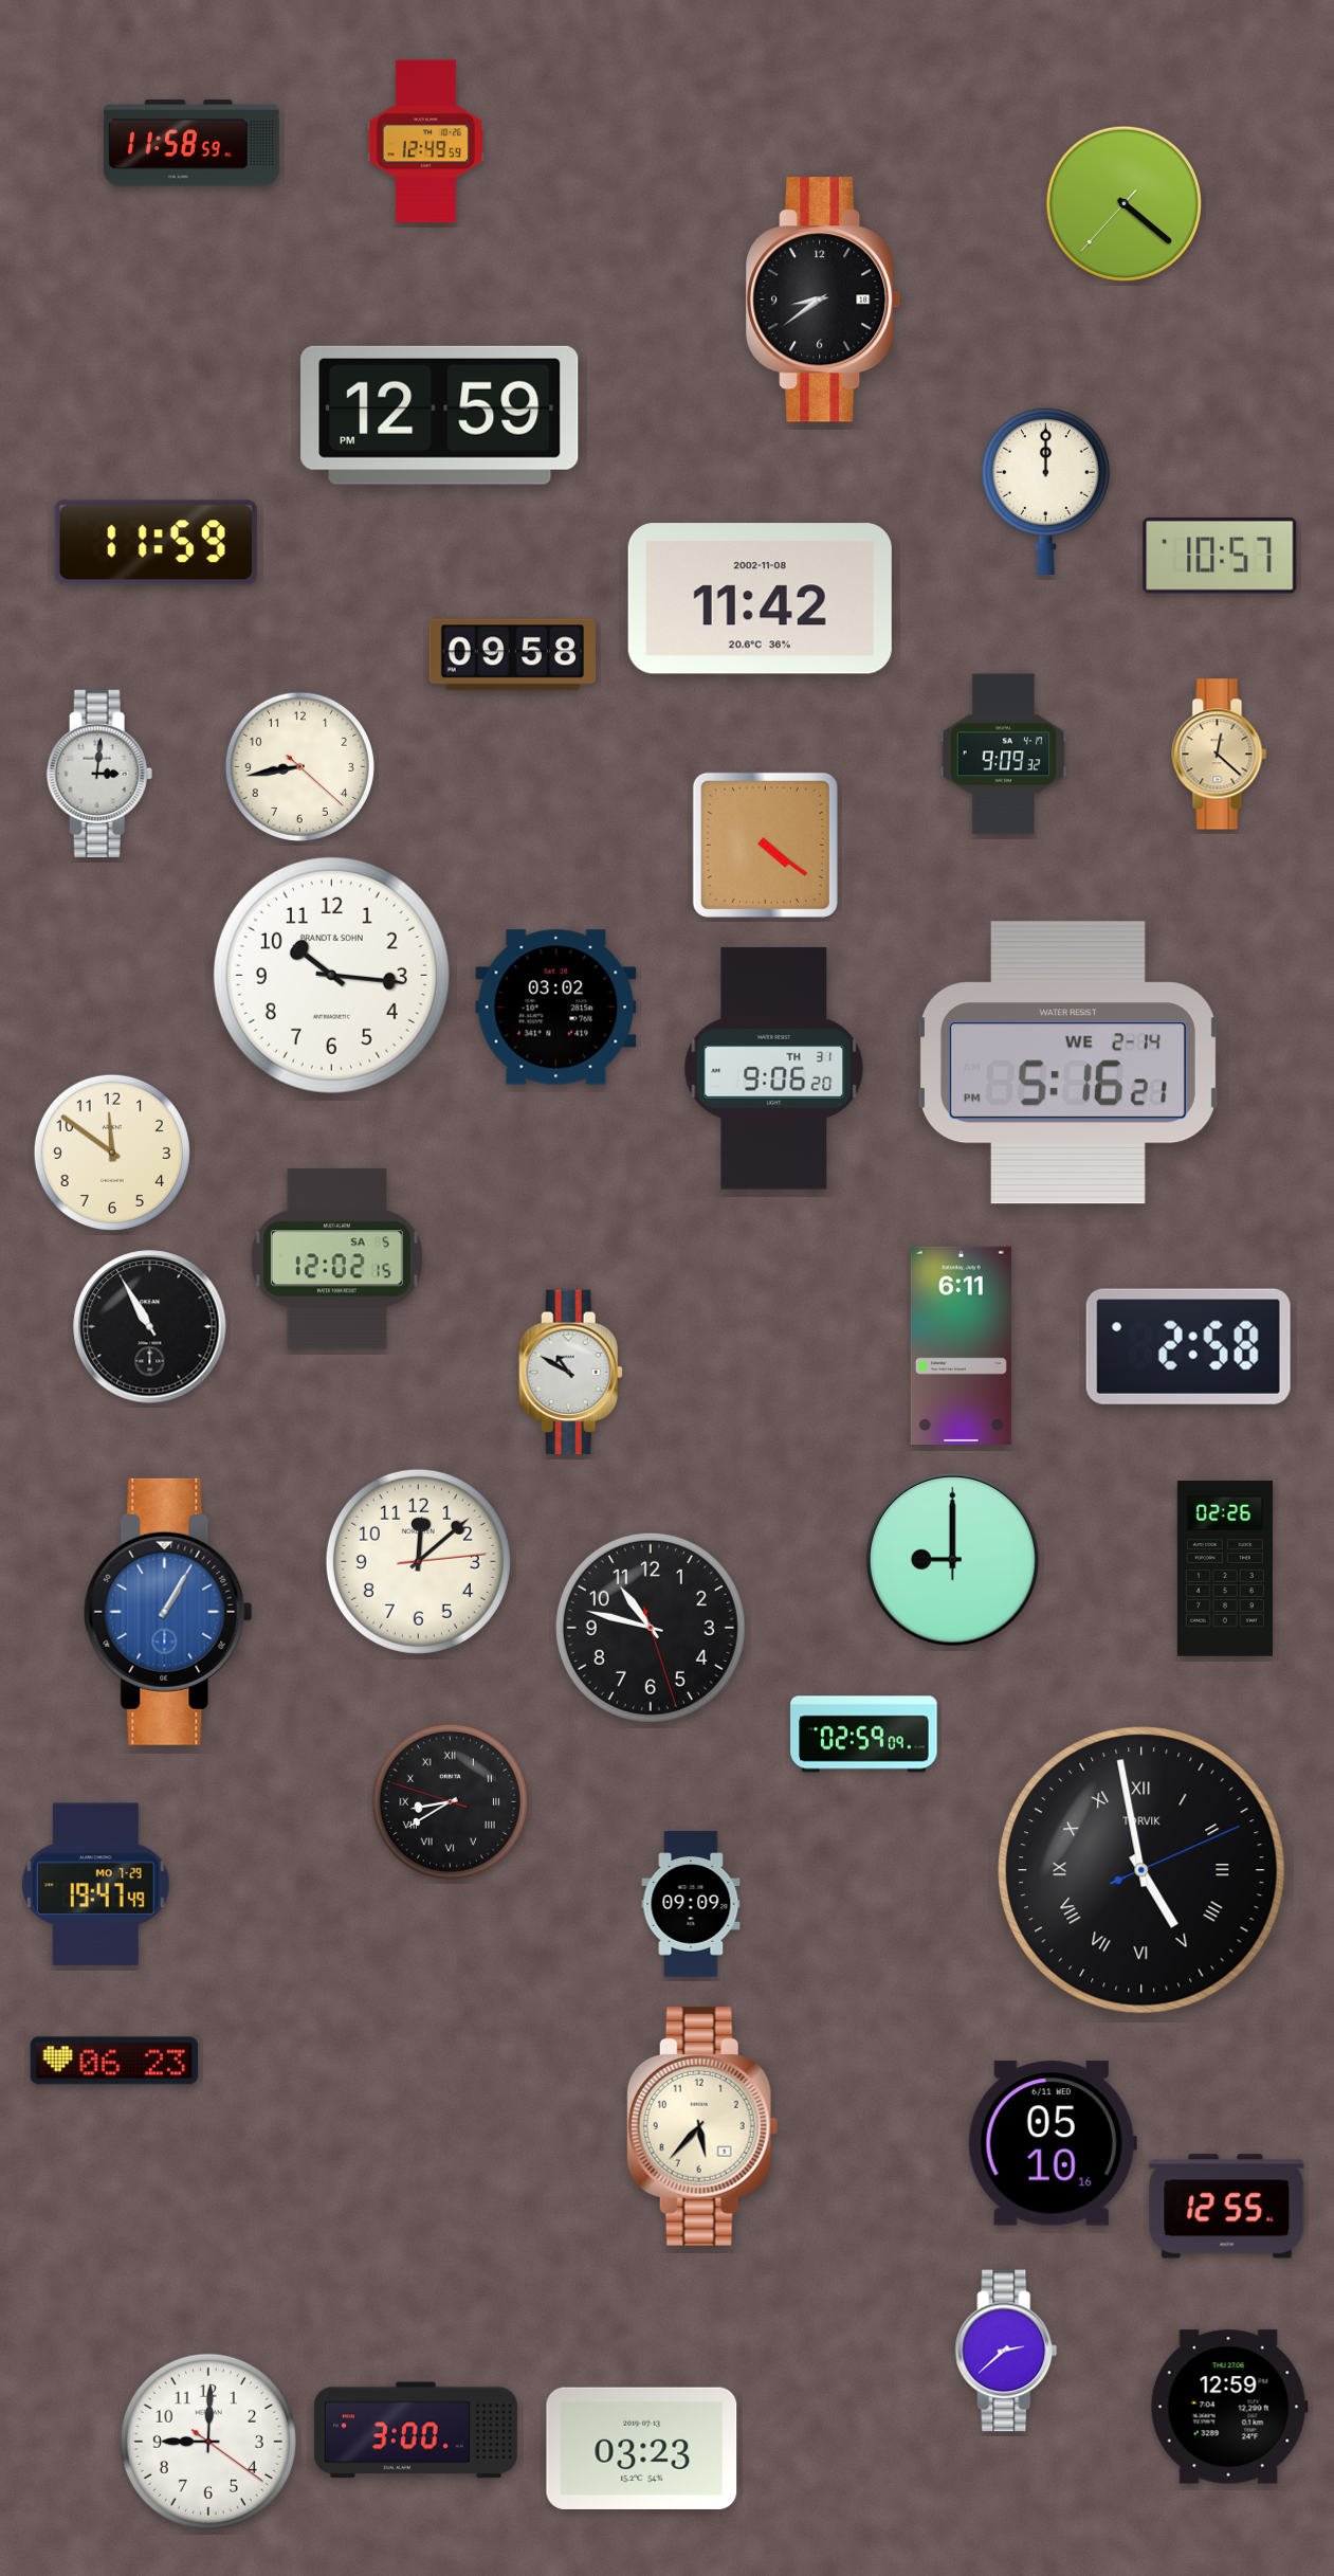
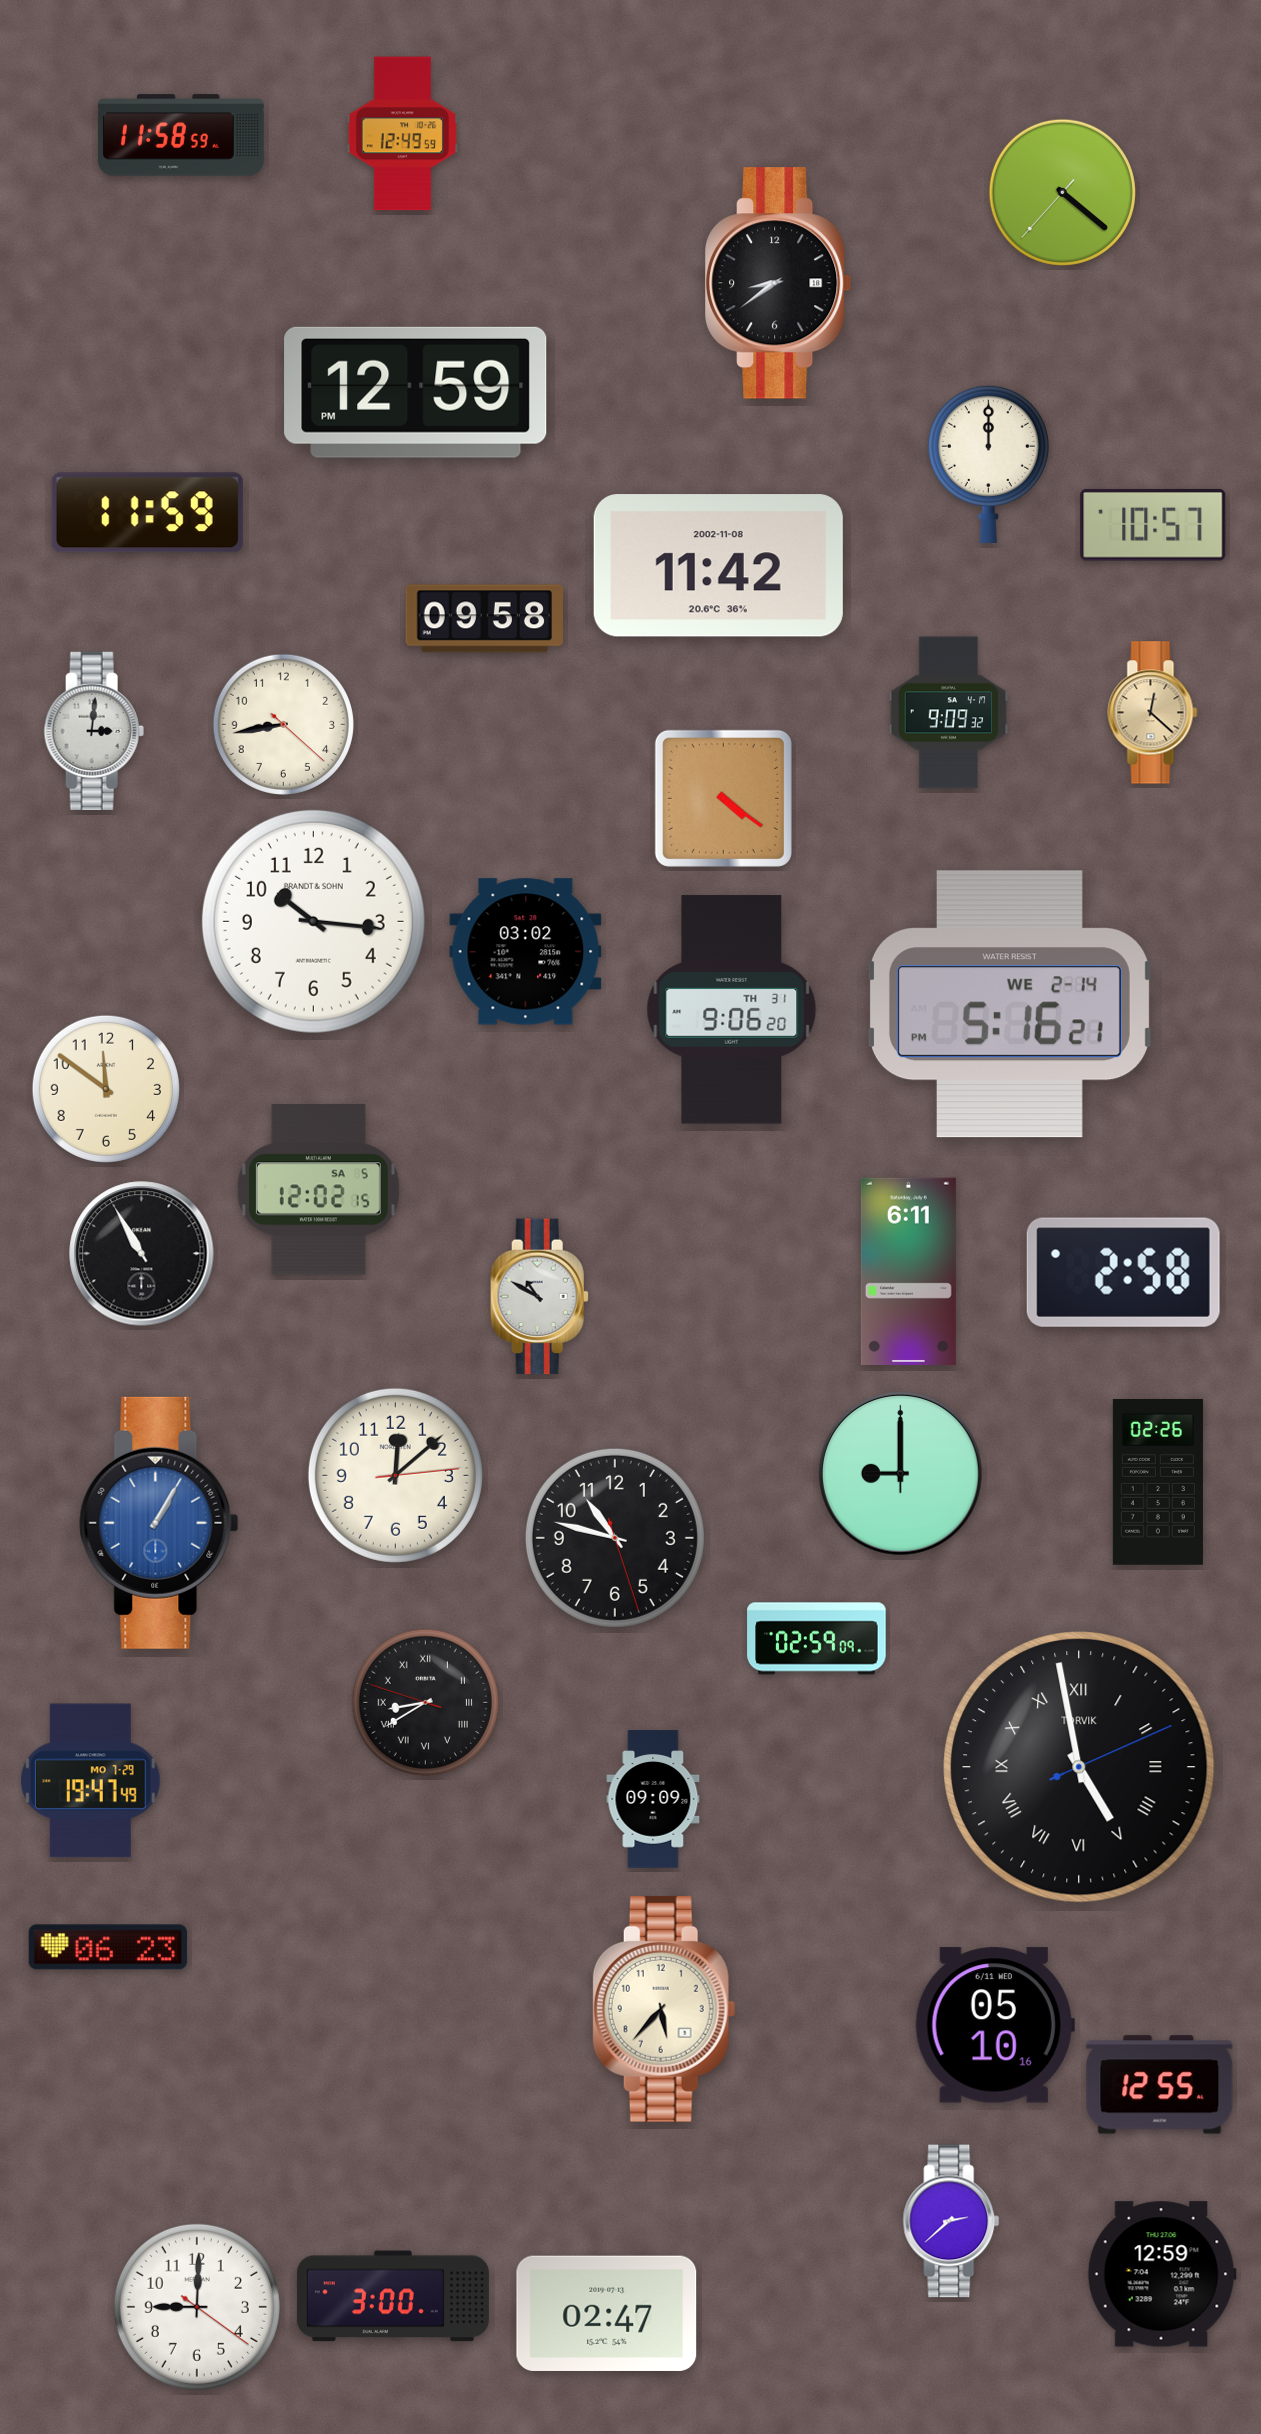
clock at (642, 2448): 03:23 -> 02:47
